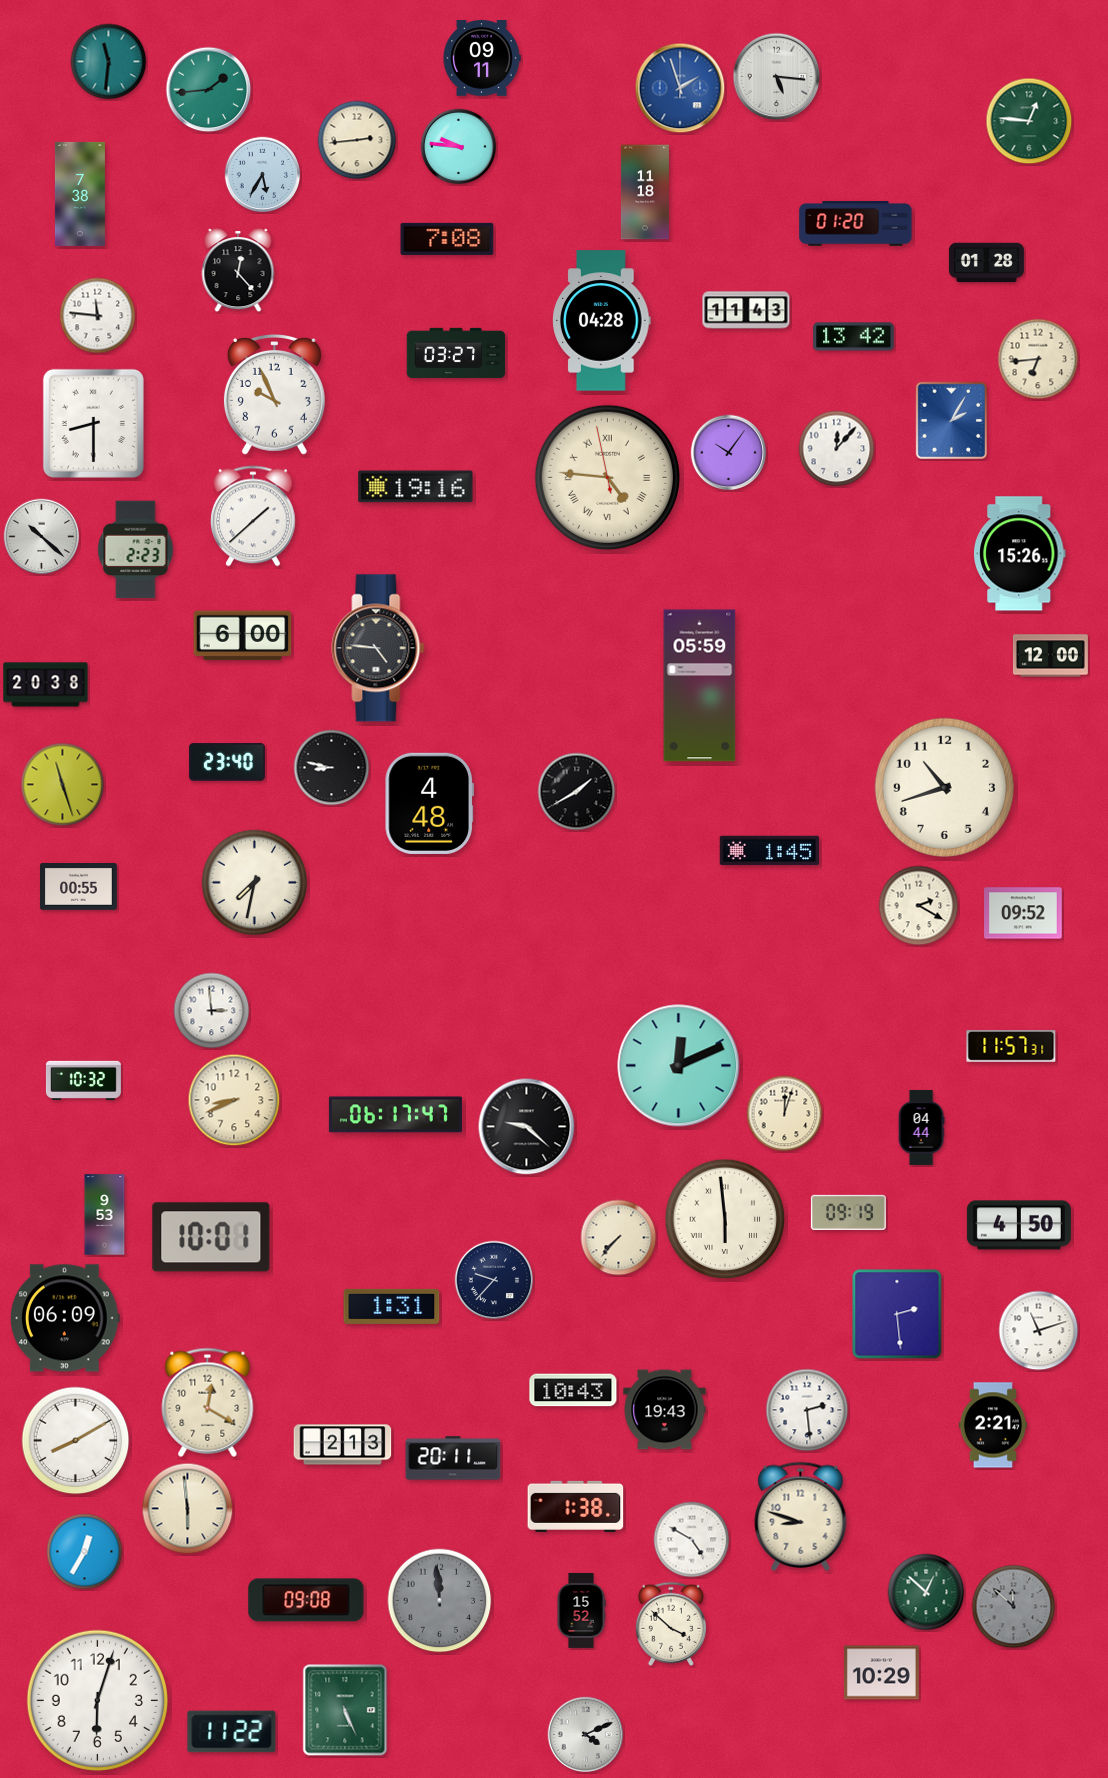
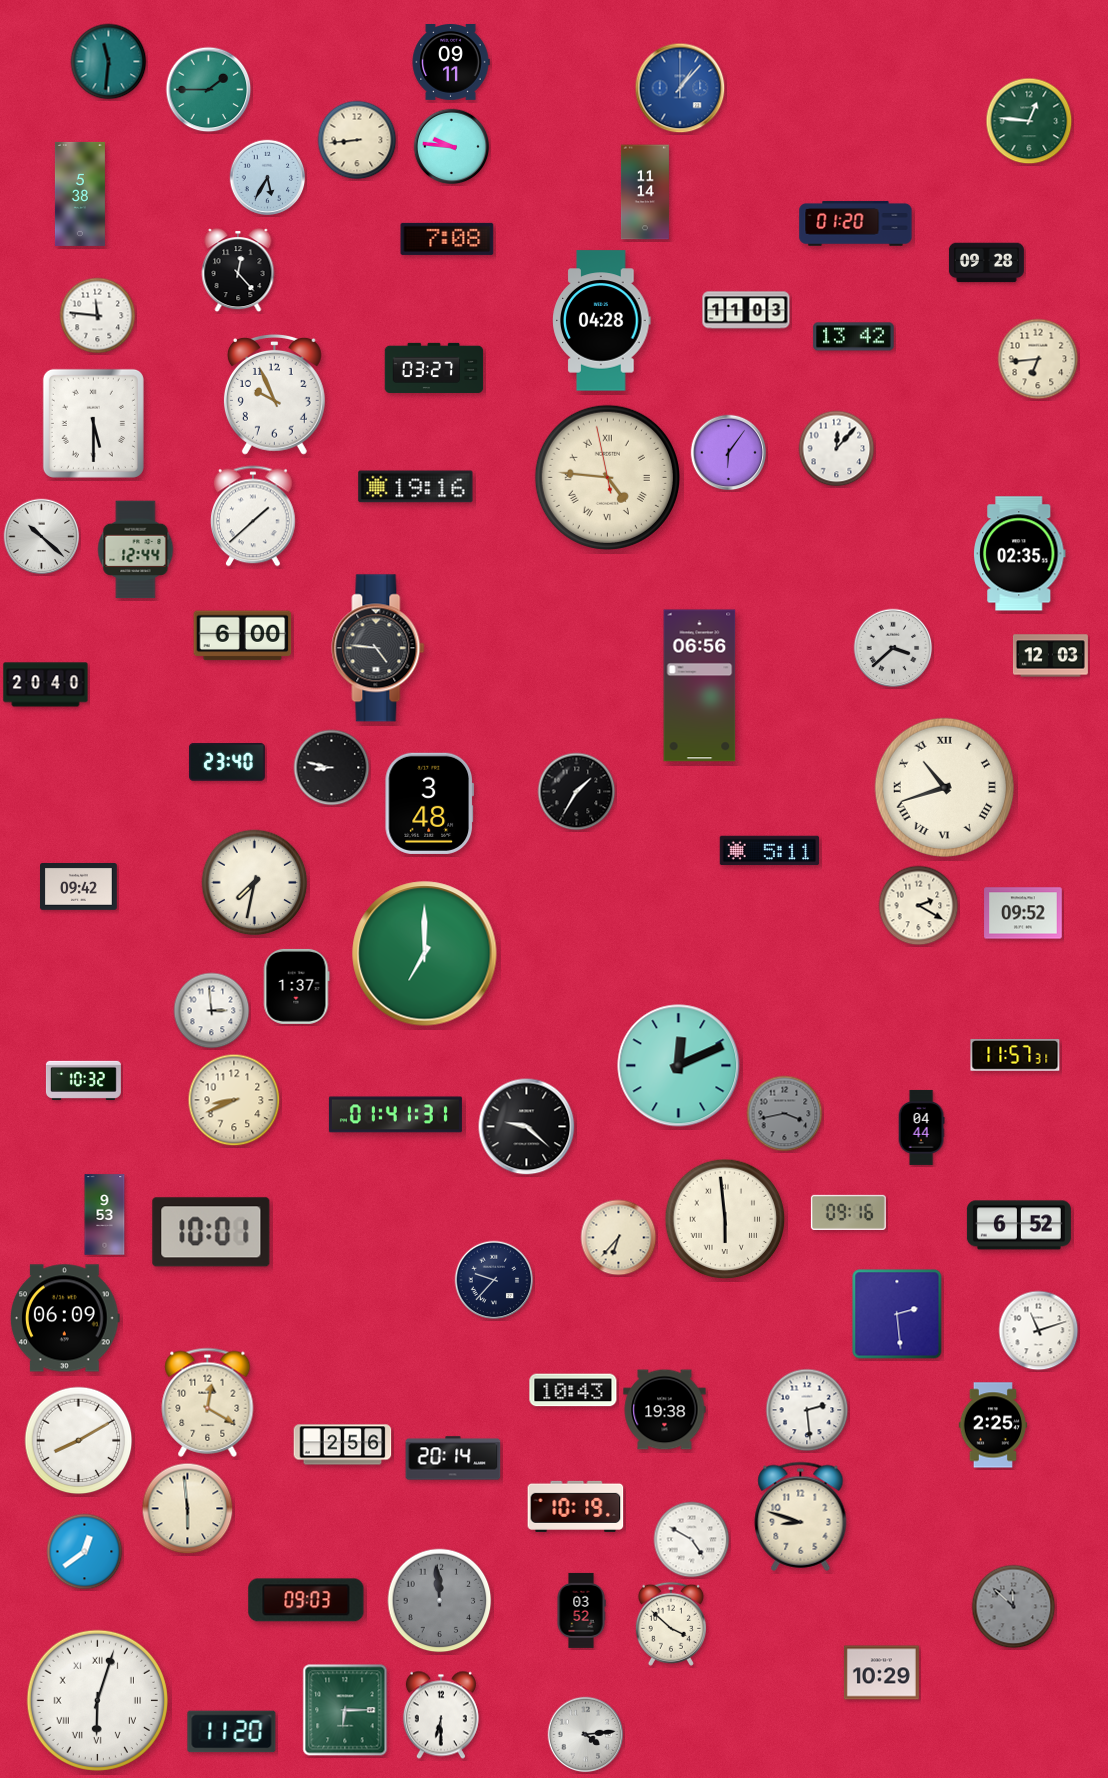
clock at (482, 59) position: (482, 59) -> (451, 63)
clock at (777, 77): 5:16 -> none
clock at (680, 88): 1:57 -> 1:07
clock at (209, 90): 1:44 -> 1:45
clock at (357, 140): 2:44 -> 8:44
clock at (459, 147) position: (459, 147) -> (452, 147)
clock at (263, 175) position: (263, 175) -> (268, 178)
clock at (645, 192): 11:18 -> 11:14
clock at (80, 194): 7:38 -> 5:38
clock at (986, 263): 01:28 -> 09:28
clock at (746, 310): 11:43 -> 11:03
clock at (456, 353) position: (456, 353) -> (434, 368)
clock at (952, 421): 2:05 -> none
clock at (93, 423): 8:30 -> 5:30
clock at (729, 453): 10:06 -> 6:06
clock at (136, 550): 2:23 -> 12:44
clock at (1020, 554): 15:26 -> 02:35
clock at (893, 648): none -> 3:38
clock at (1050, 656): 12:00 -> 12:03
clock at (46, 685): 20:38 -> 20:40
clock at (700, 686): 05:59 -> 06:56
clock at (63, 785): 11:27 -> none
clock at (944, 787) numerals: Arabic -> Roman
clock at (577, 792): 1:40 -> 1:35
clock at (429, 803): 4:48 -> 3:48
clock at (770, 851): 1:45 -> 5:11
clock at (79, 887): 00:55 -> 09:42
clock at (425, 954): none -> 7:00
clock at (296, 986): none -> 1:37
clock at (1011, 1047) position: (1011, 1047) -> (1015, 1056)
clock at (785, 1114): 12:03 -> 3:43
clock at (785, 1114) dial: cream -> grey
clock at (395, 1115): 06:17 -> 01:41
clock at (848, 1212): 09:19 -> 09:16
clock at (1019, 1225): 4:50 -> 6:52
clock at (211, 1237) position: (211, 1237) -> (211, 1232)
clock at (619, 1238): 7:37 -> 6:37
clock at (392, 1306): 1:31 -> none
clock at (665, 1410): 19:43 -> 19:38
clock at (993, 1425): 2:21 -> 2:25
clock at (76, 1441) position: (76, 1441) -> (79, 1441)
clock at (343, 1445): 2:13 -> 2:56
clock at (453, 1458): 20:11 -> 20:14
clock at (576, 1506): 1:38 -> 10:19
clock at (85, 1552): 12:35 -> 12:39
clock at (926, 1592): 12:52 -> none
clock at (306, 1600): 09:08 -> 09:03
clock at (581, 1610): 15:52 -> 03:52
clock at (97, 1700) numerals: Arabic -> Roman
clock at (345, 1710): 5:26 -> 6:15
clock at (441, 1715): none -> 6:30
clock at (232, 1732): 11:22 -> 11:20
clock at (586, 1735): 4:11 -> 4:14
